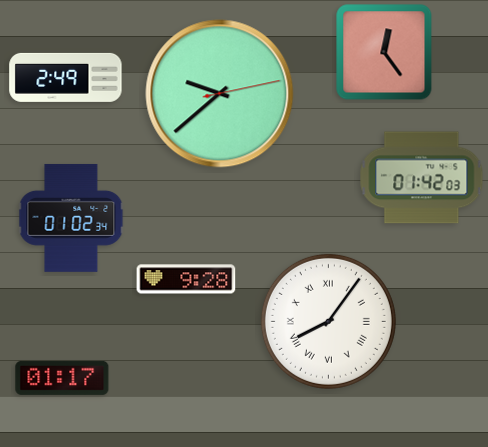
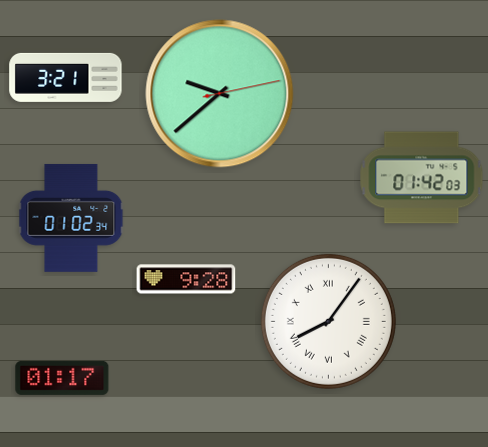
clock at (384, 52): 12:24 -> none
clock at (66, 77): 2:49 -> 3:21
